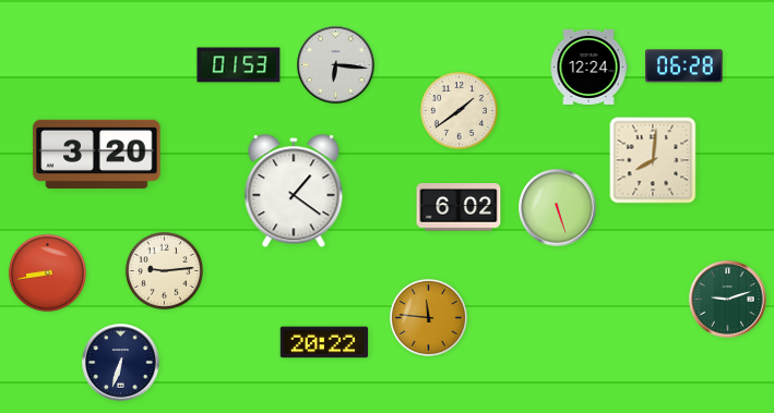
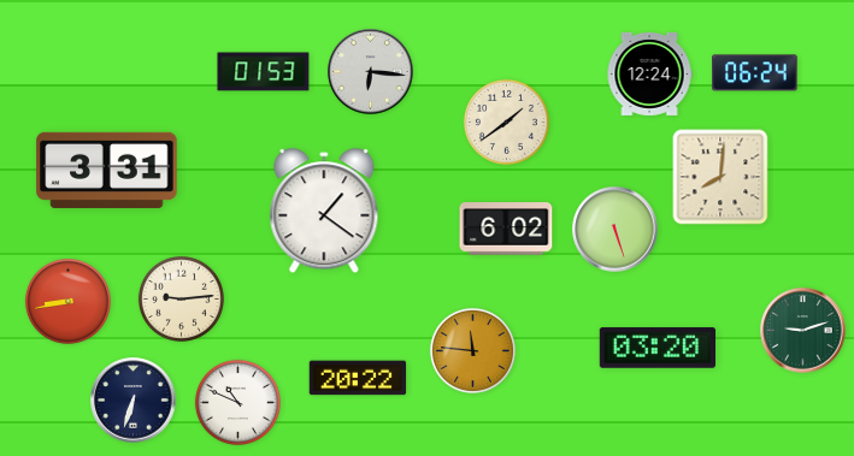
clock at (684, 66): 06:28 -> 06:24
clock at (97, 154): 3:20 -> 3:31
clock at (47, 272) position: (47, 272) -> (67, 301)
clock at (656, 348): none -> 03:20
clock at (237, 402): none -> 10:49
